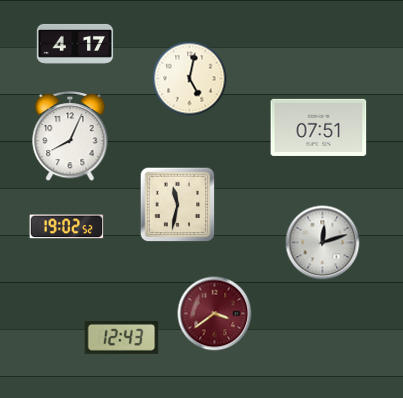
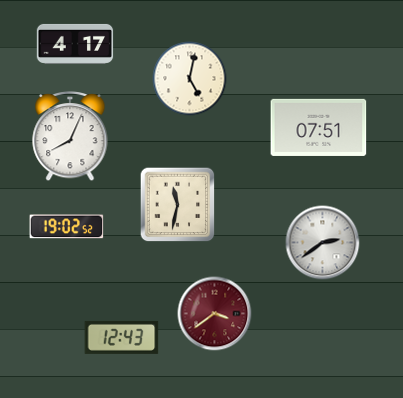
clock at (323, 243): 12:12 -> 2:39
